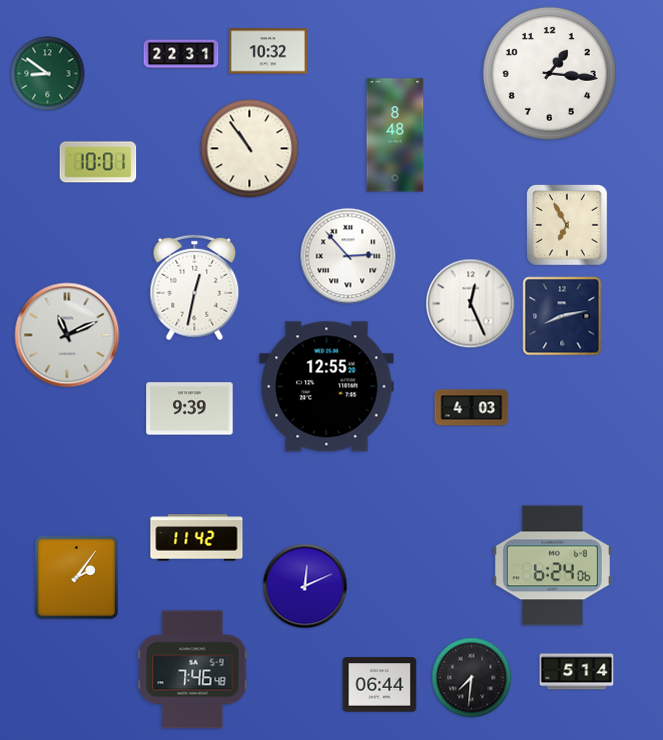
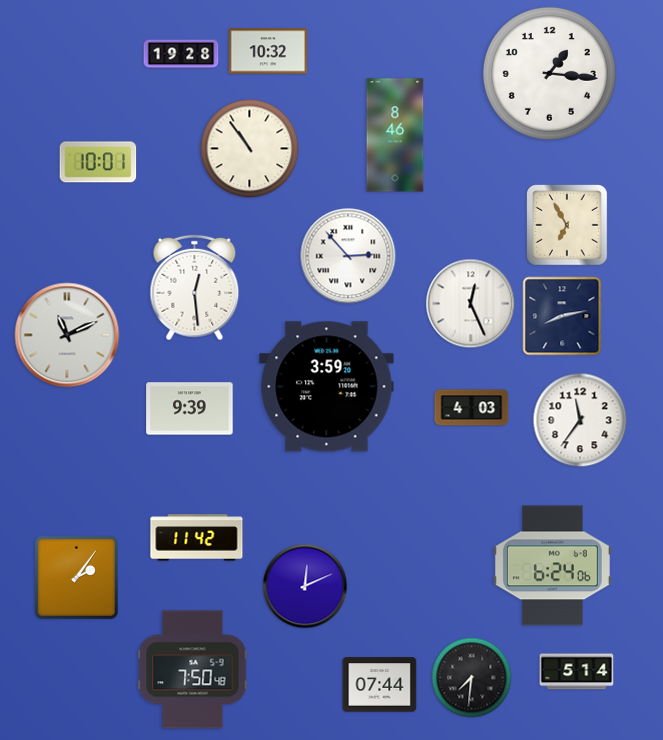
clock at (181, 54): 22:31 -> 19:28
clock at (48, 74): 8:51 -> none
clock at (395, 135): 8:48 -> 8:46
clock at (195, 288): 12:32 -> 12:29
clock at (327, 387): 12:55 -> 3:59
clock at (580, 420): none -> 11:36
clock at (193, 670): 7:46 -> 7:50
clock at (380, 685): 06:44 -> 07:44
